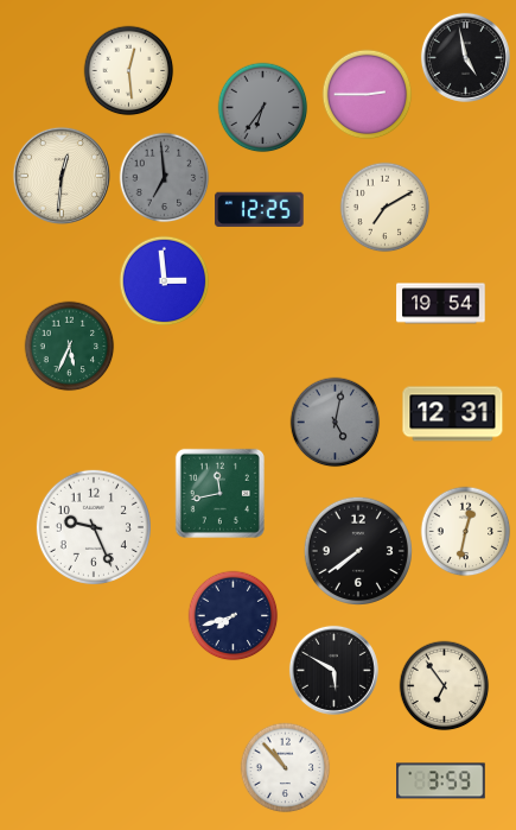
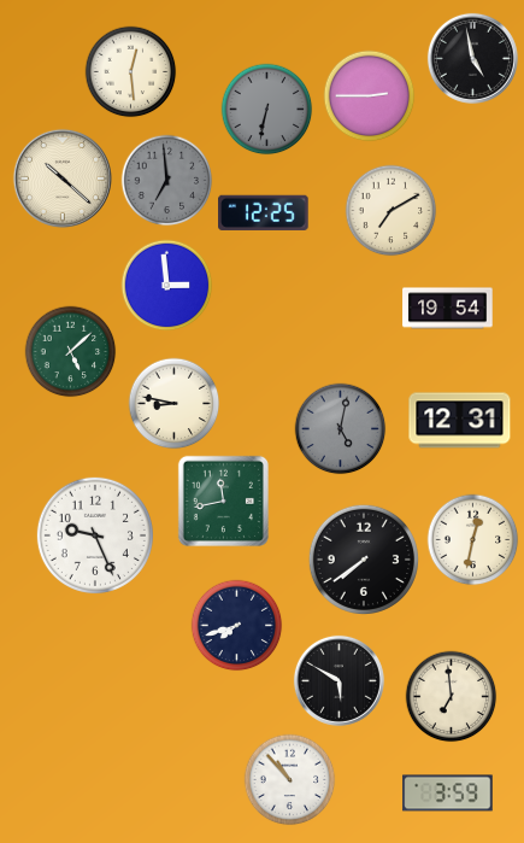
clock at (368, 95) position: (368, 95) -> (370, 96)
clock at (263, 108): 6:36 -> 6:32
clock at (62, 176): 12:31 -> 10:22
clock at (70, 347): 5:34 -> 5:08
clock at (175, 404): none -> 8:47
clock at (445, 686): 6:54 -> 6:59
